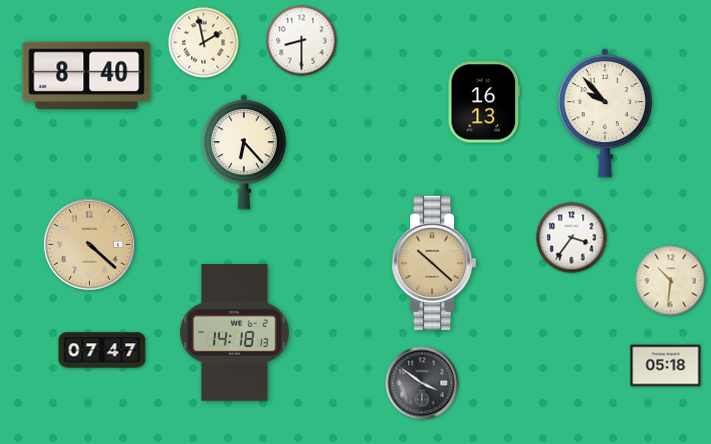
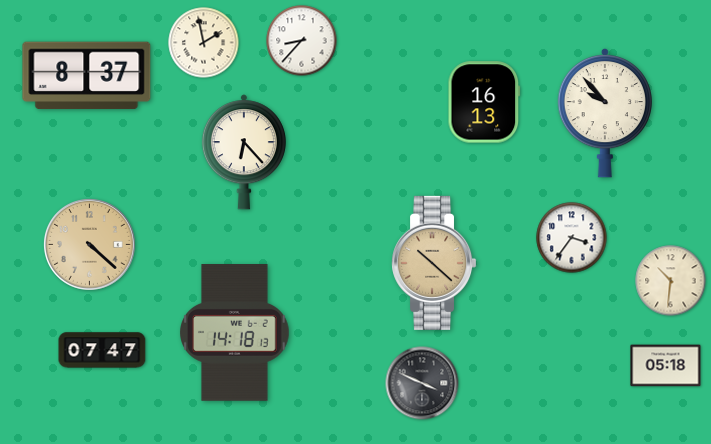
clock at (302, 41): 8:30 -> 8:37
clock at (87, 76): 8:40 -> 8:37
clock at (422, 383): 3:51 -> 3:49
